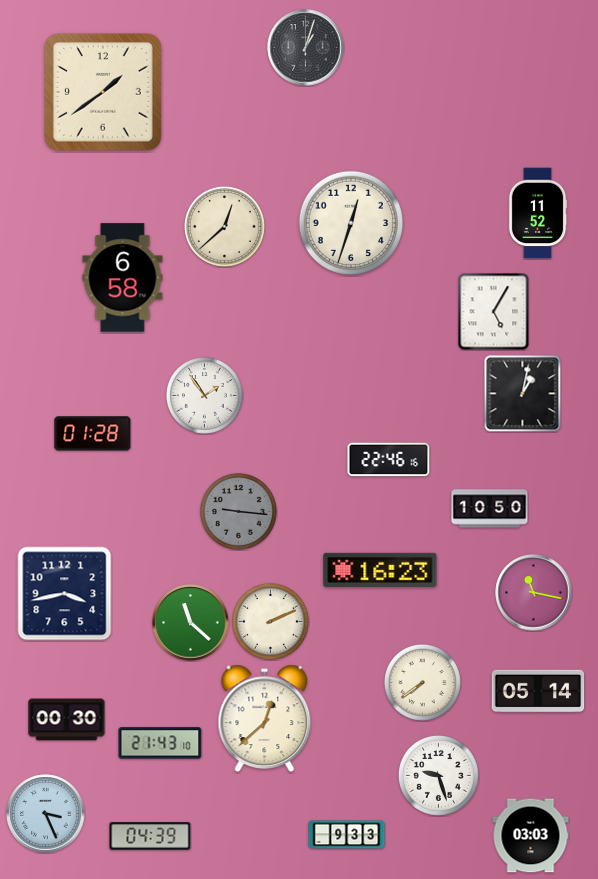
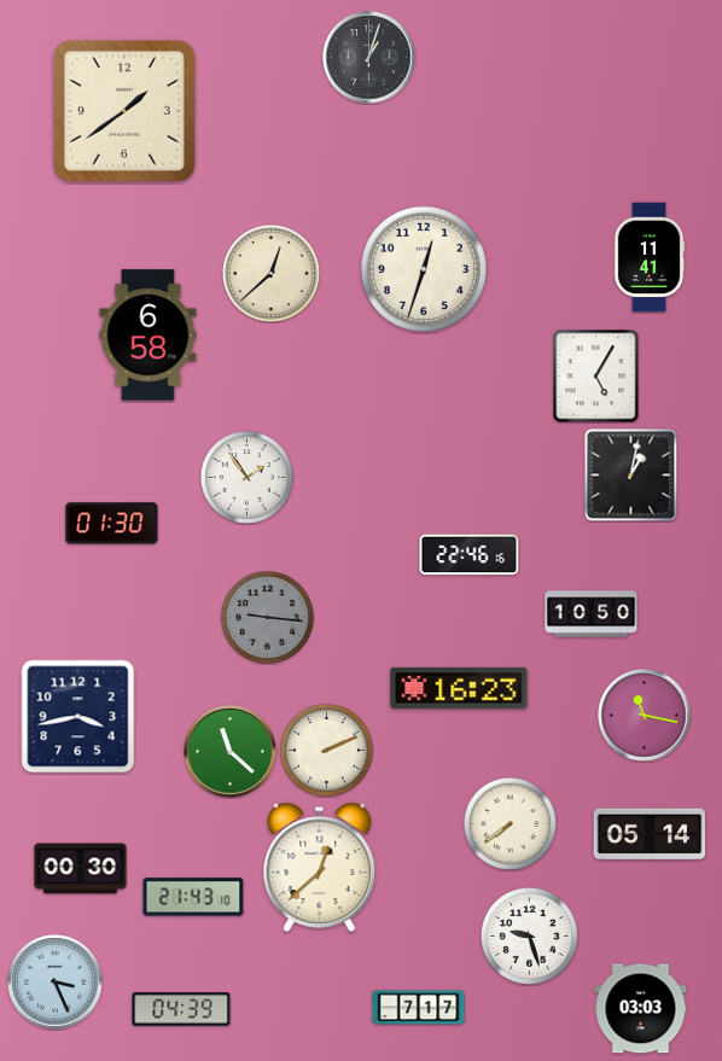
clock at (538, 213): 11:52 -> 11:41
clock at (93, 434): 01:28 -> 01:30
clock at (239, 512) position: (239, 512) -> (268, 618)
clock at (347, 835): 9:33 -> 7:17
